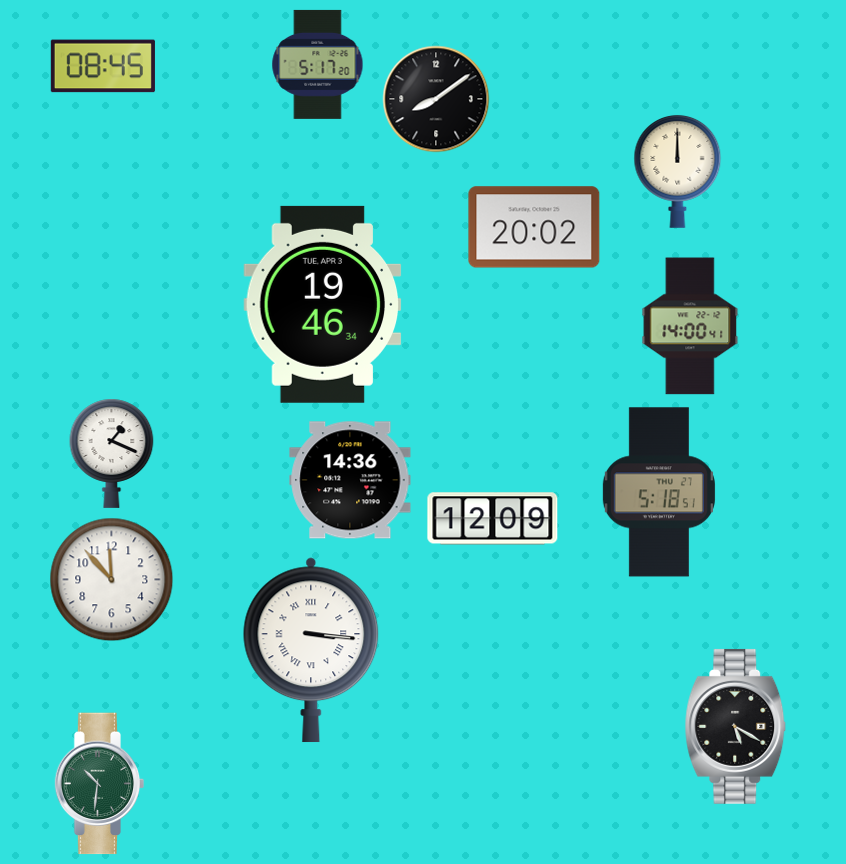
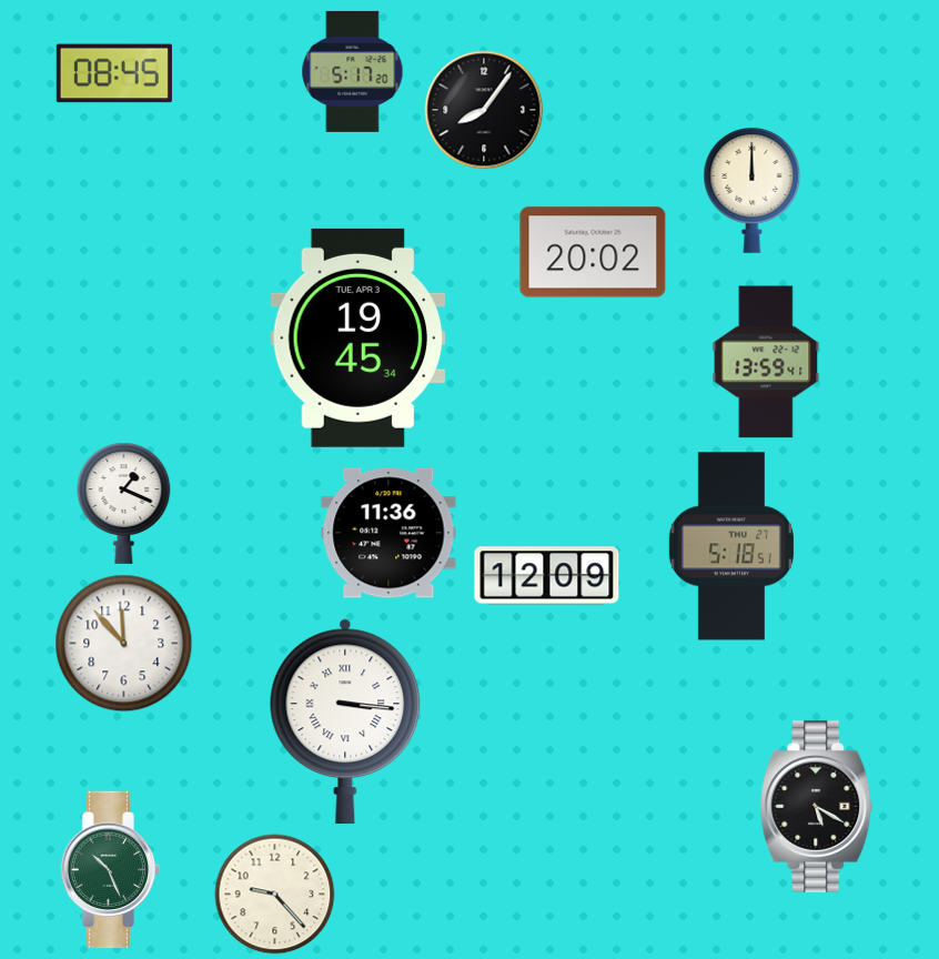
clock at (436, 99): 8:09 -> 8:06
clock at (323, 304): 19:46 -> 19:45
clock at (690, 326): 14:00 -> 13:59
clock at (350, 480): 14:36 -> 11:36
clock at (100, 784): 10:31 -> 10:26
clock at (275, 895): none -> 9:23
